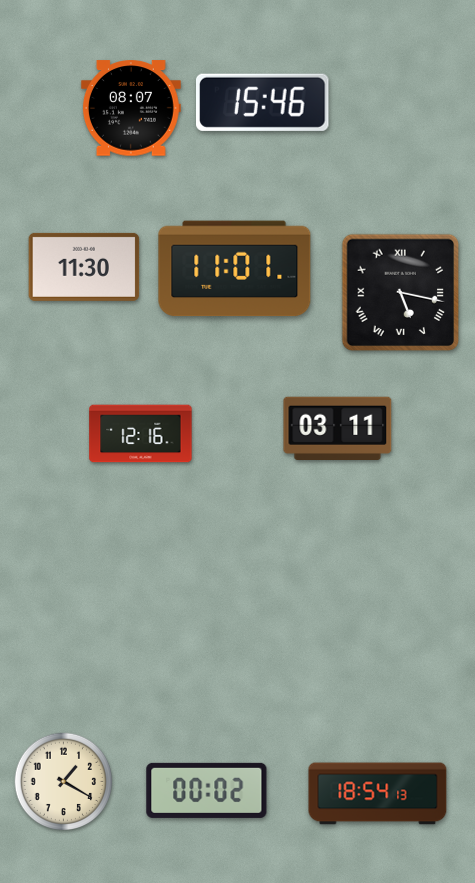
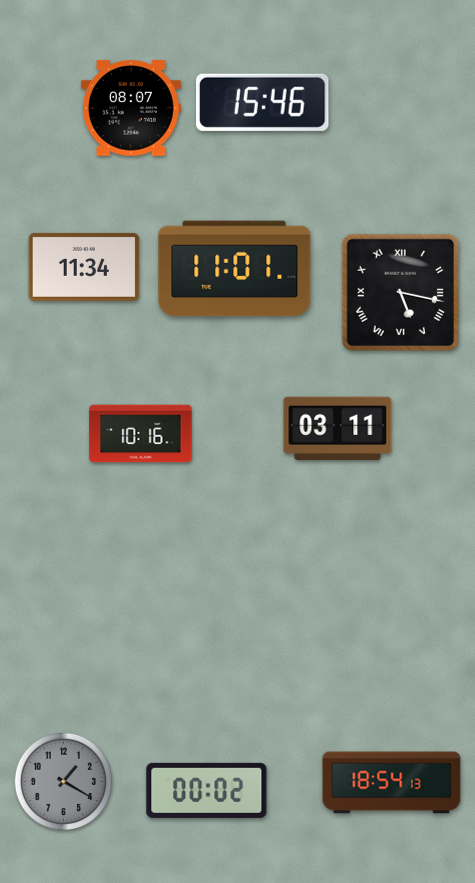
clock at (84, 267): 11:30 -> 11:34
clock at (141, 434): 12:16 -> 10:16
clock at (63, 781) dial: cream -> grey
clock at (378, 794) position: (378, 794) -> (392, 783)
